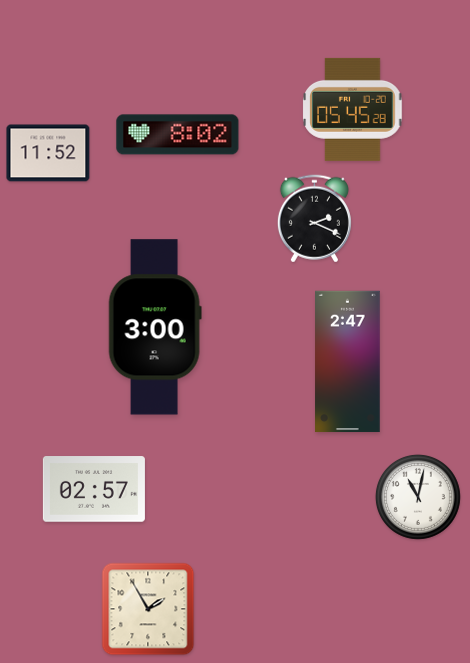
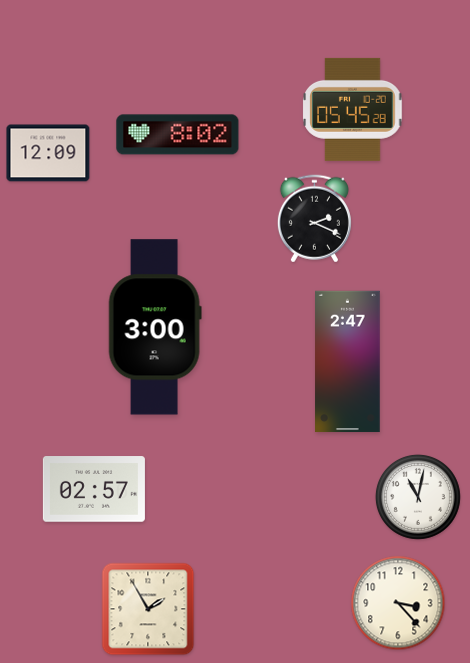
clock at (48, 153): 11:52 -> 12:09
clock at (398, 603): none -> 3:23
